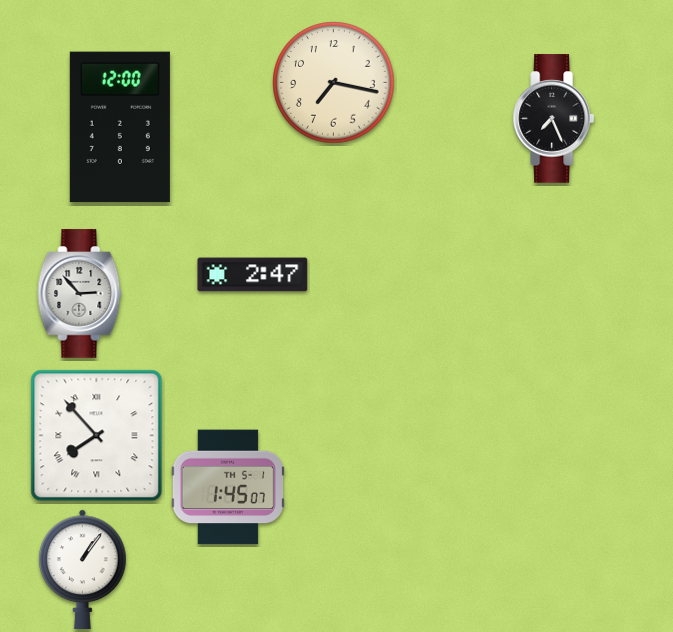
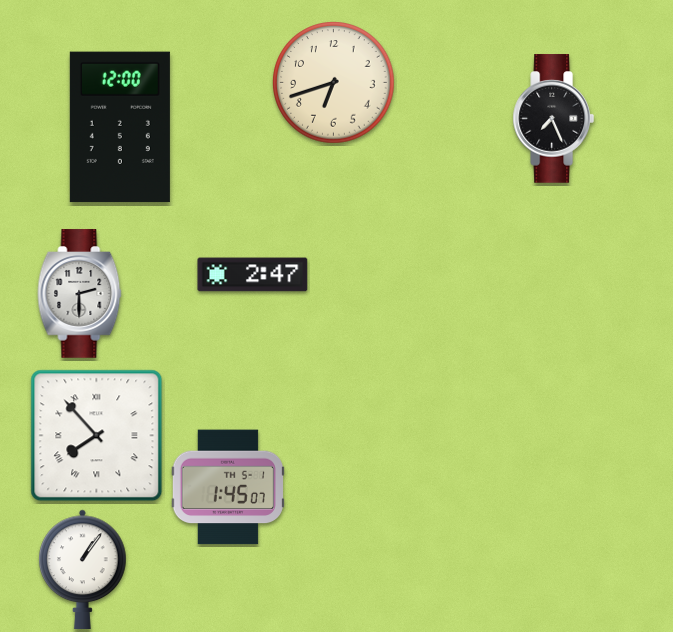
clock at (334, 83): 7:17 -> 6:42
clock at (80, 294): 2:53 -> 2:30
